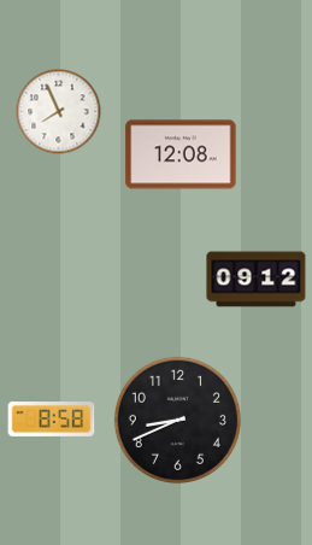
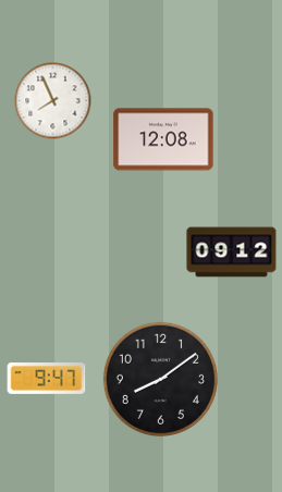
clock at (52, 420): 8:58 -> 9:47
clock at (177, 420): 8:41 -> 8:09
